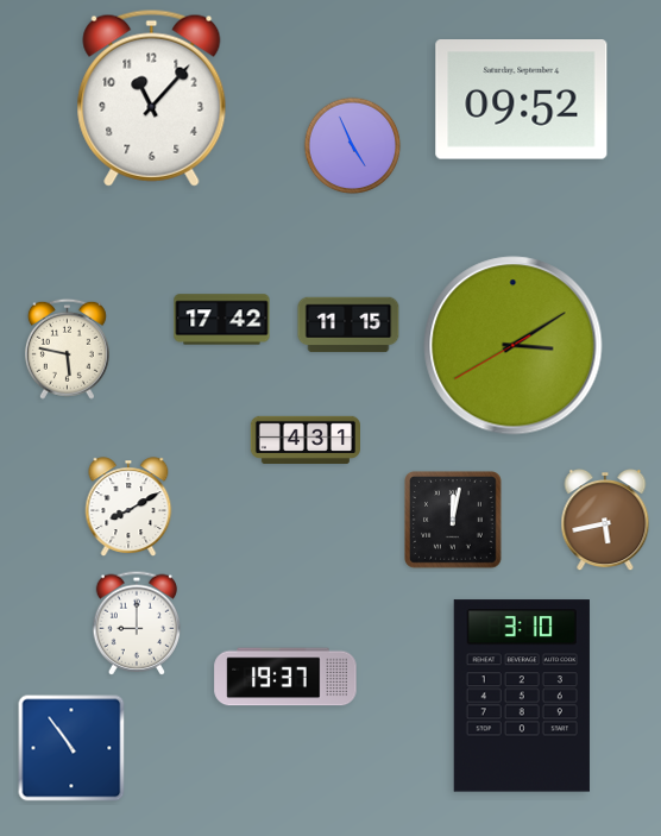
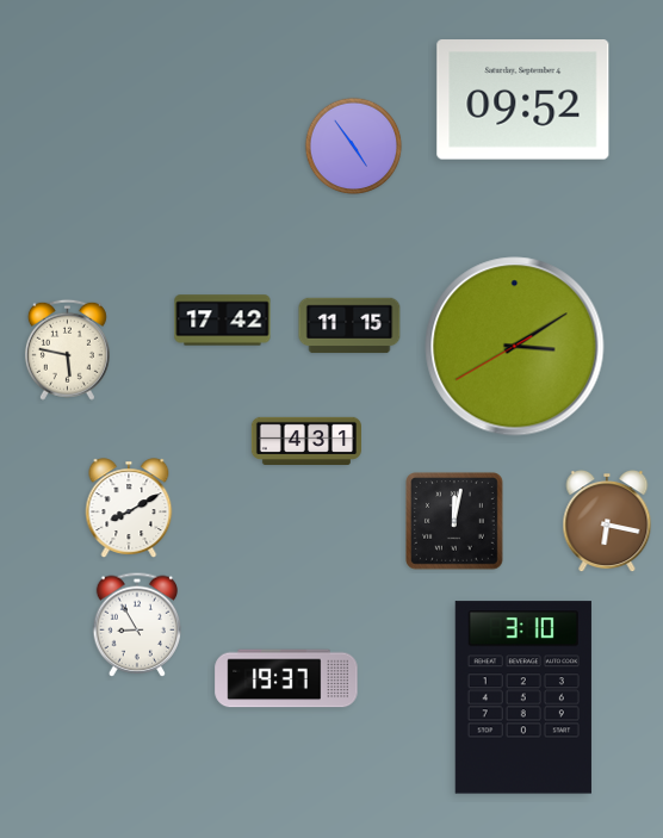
clock at (152, 98): 11:07 -> none
clock at (353, 146): 4:56 -> 4:54
clock at (605, 521): 5:43 -> 6:17
clock at (137, 623): 9:00 -> 8:55
clock at (71, 748): 10:54 -> none
